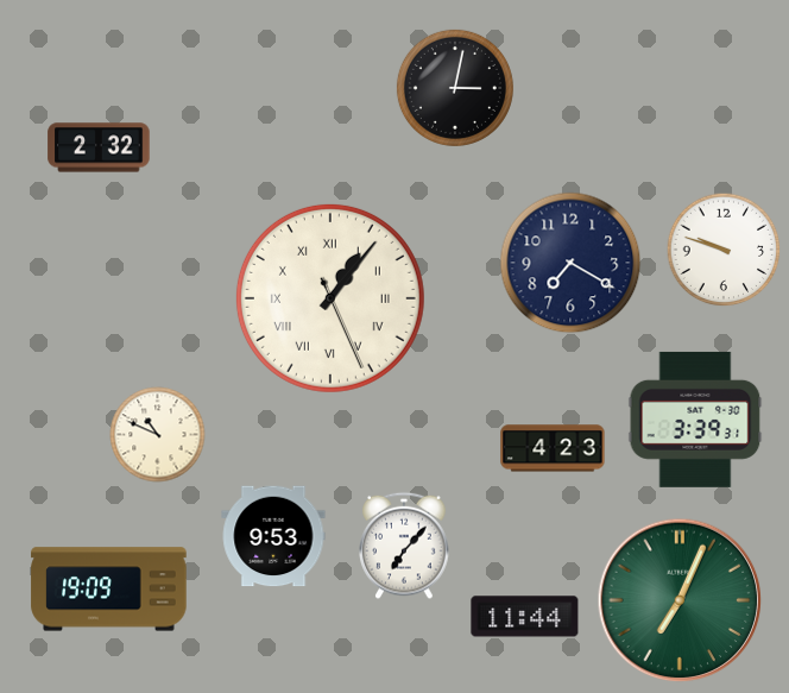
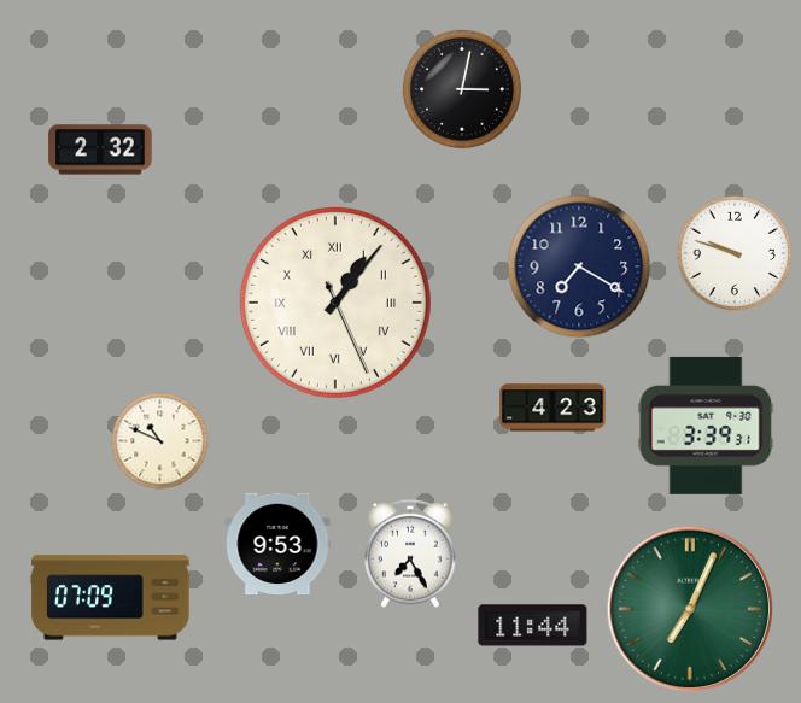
clock at (553, 448) position: (553, 448) -> (552, 408)
clock at (404, 546): 7:07 -> 7:25
clock at (109, 590): 19:09 -> 07:09
